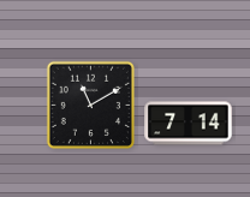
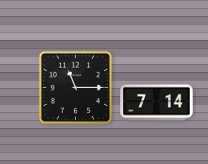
clock at (90, 105): 11:10 -> 11:15
